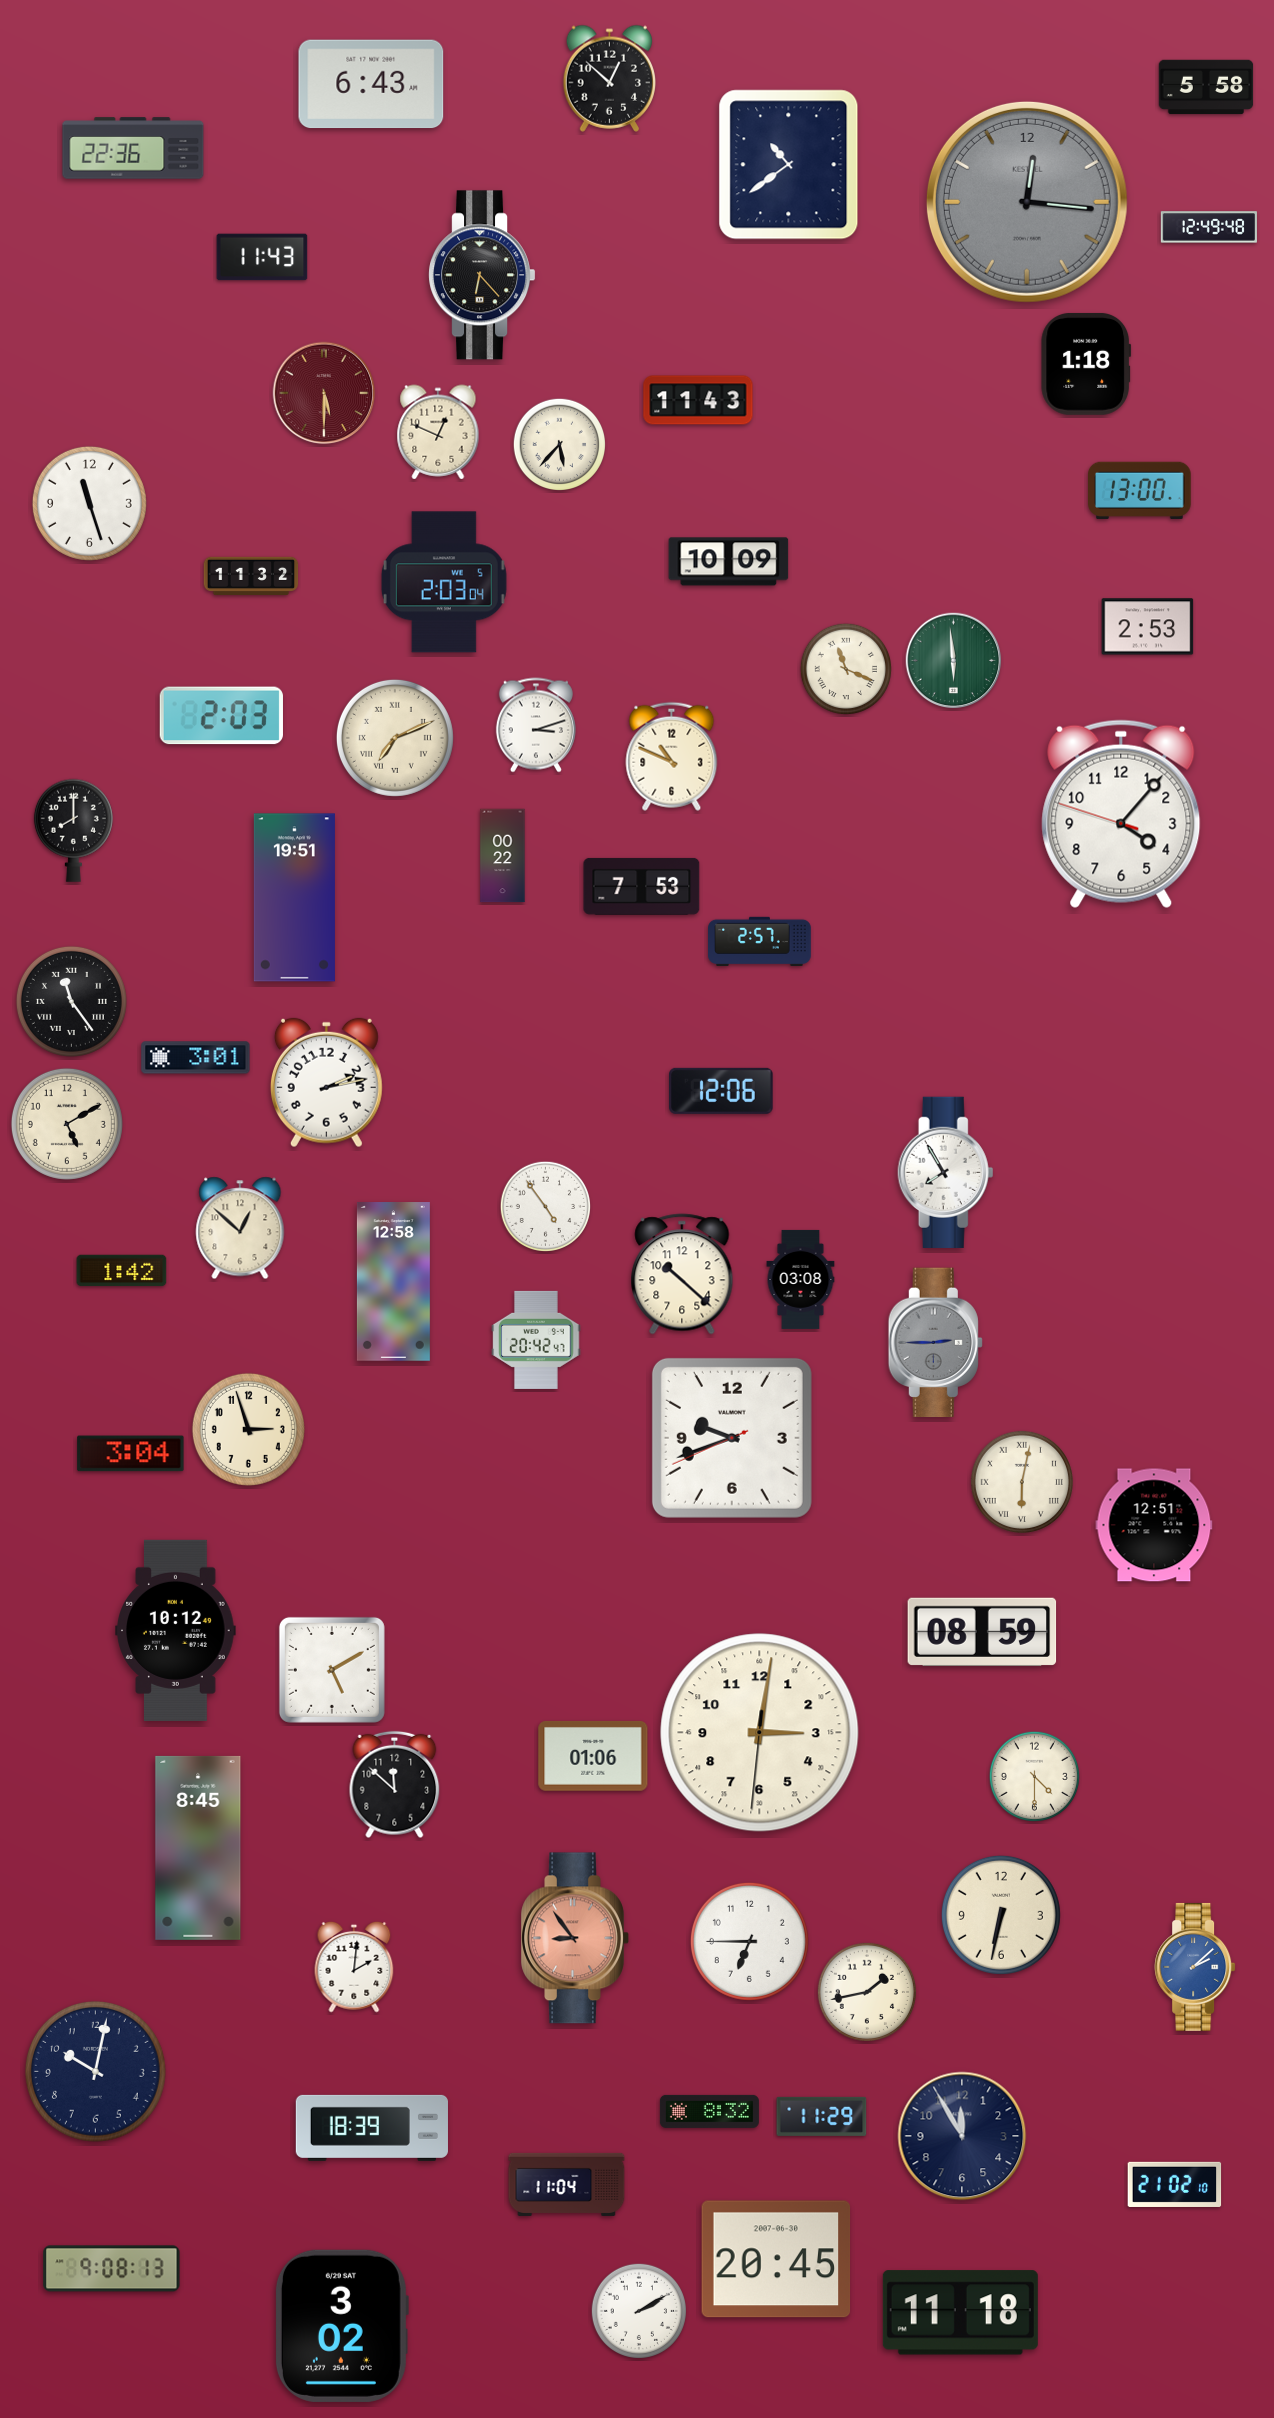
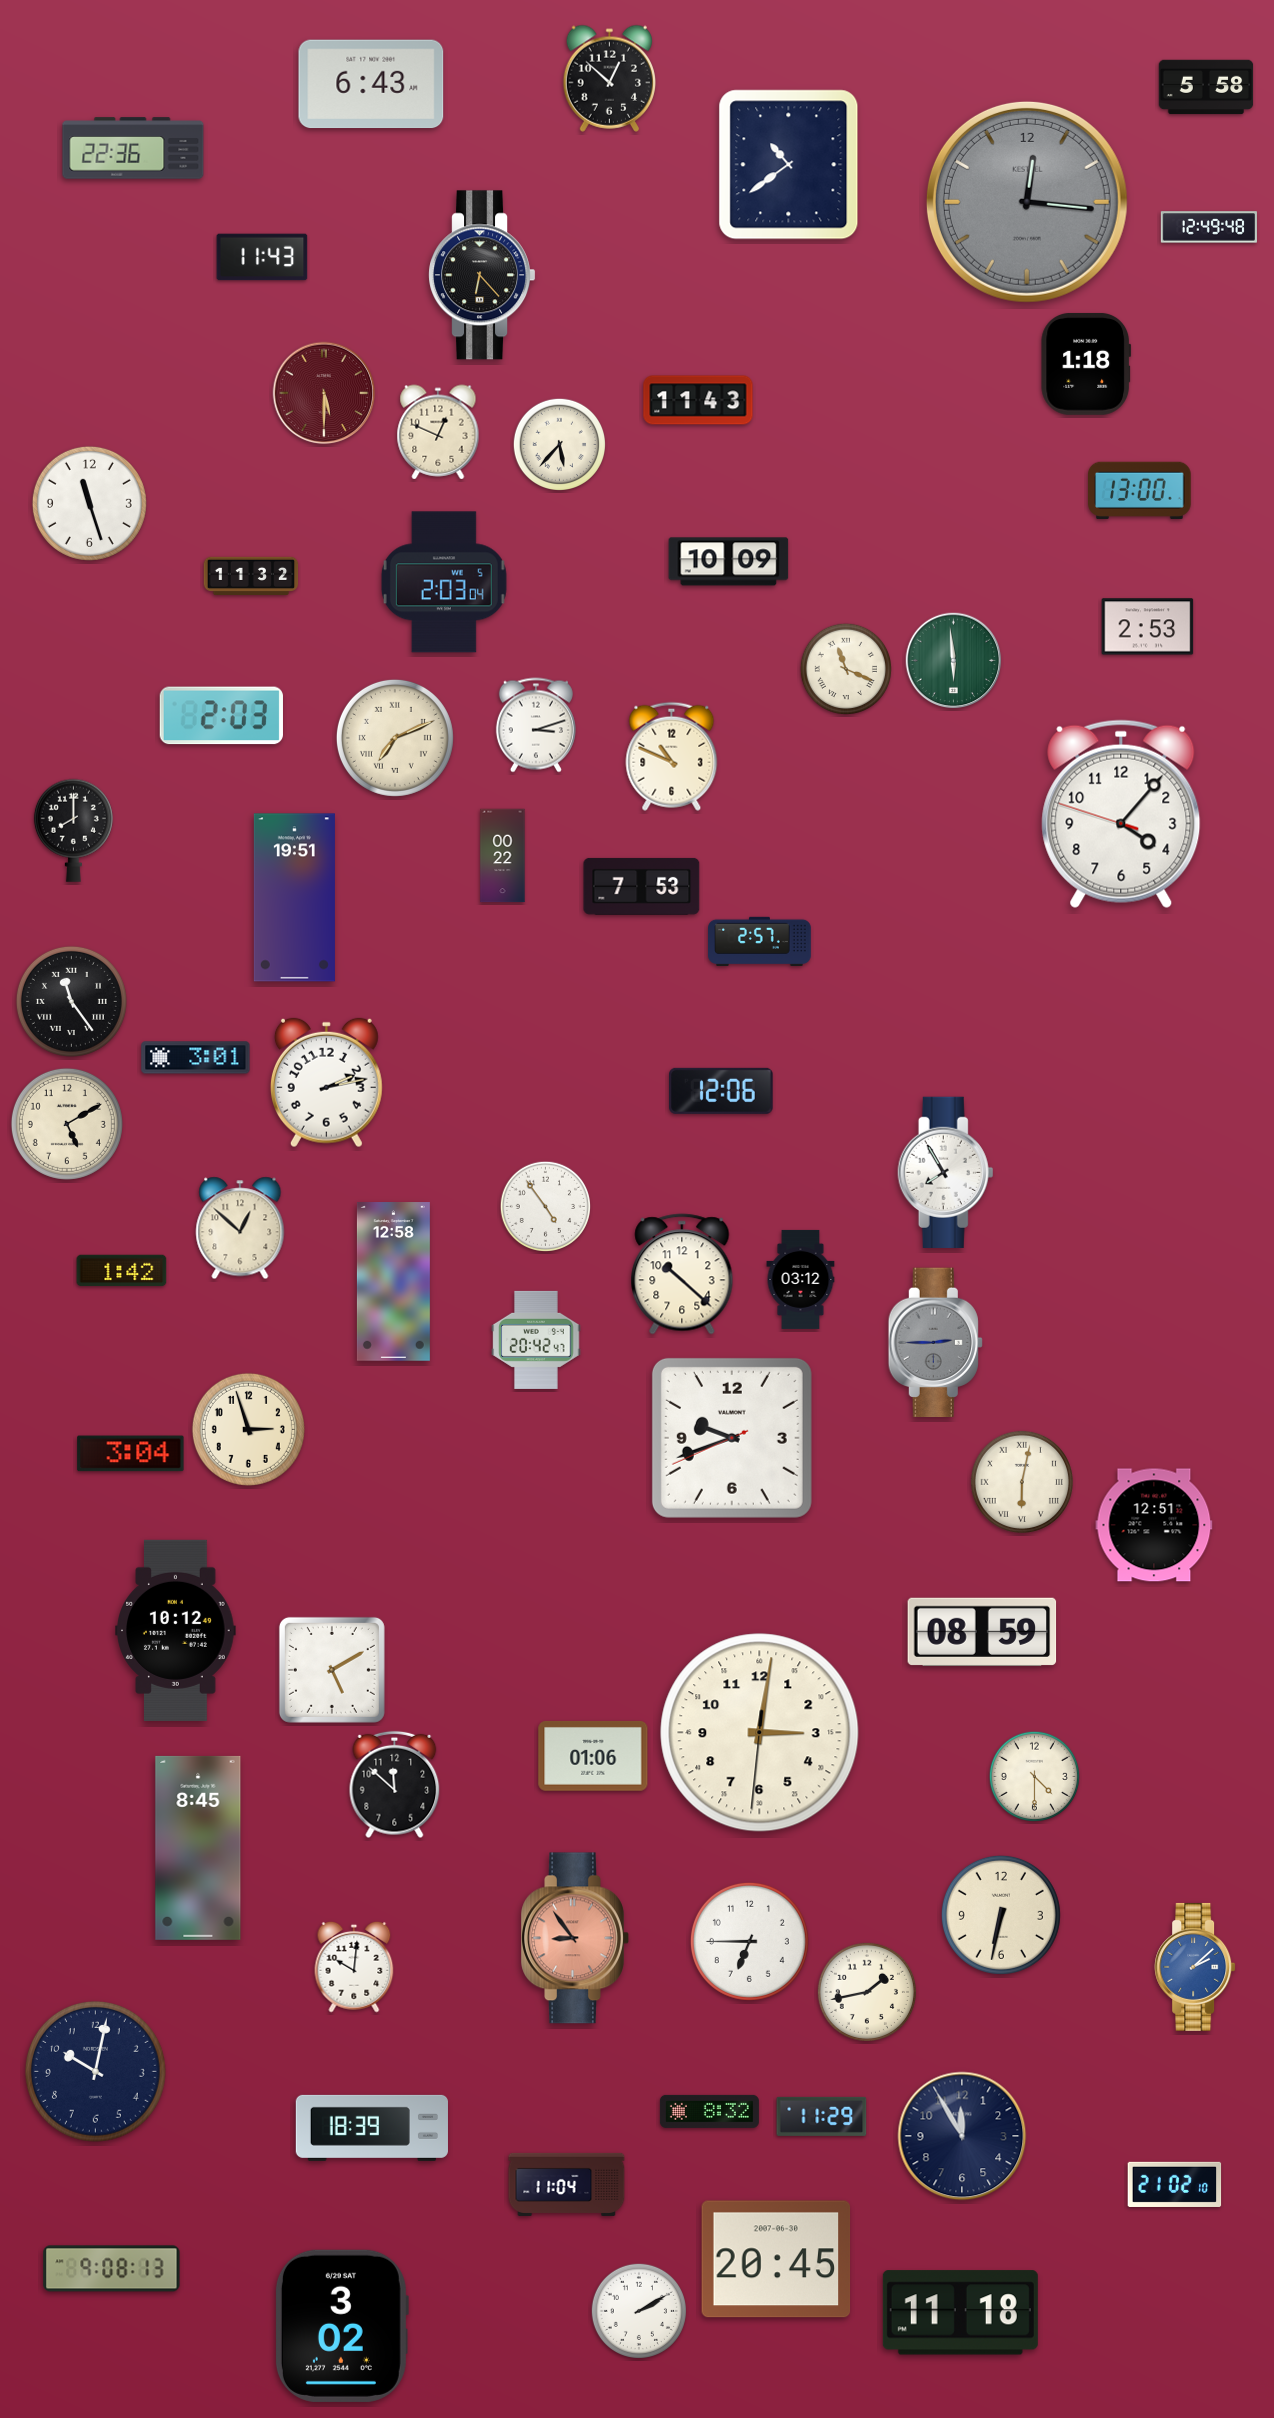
clock at (801, 1279): 03:08 -> 03:12
clock at (354, 1967): 2:01 -> 10:01
